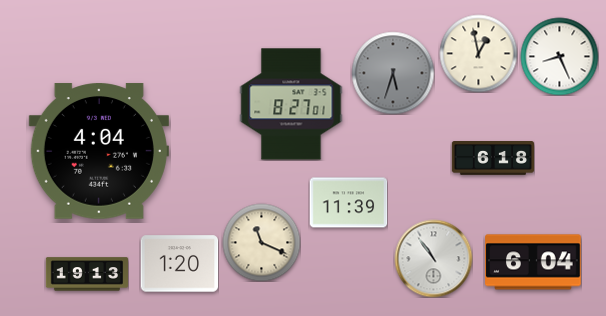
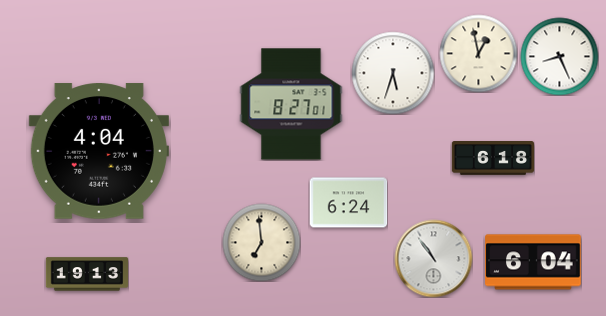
clock at (393, 73) dial: grey -> white
clock at (348, 203): 11:39 -> 6:24
clock at (261, 242): 11:19 -> 6:59
clock at (179, 264): 1:20 -> none
